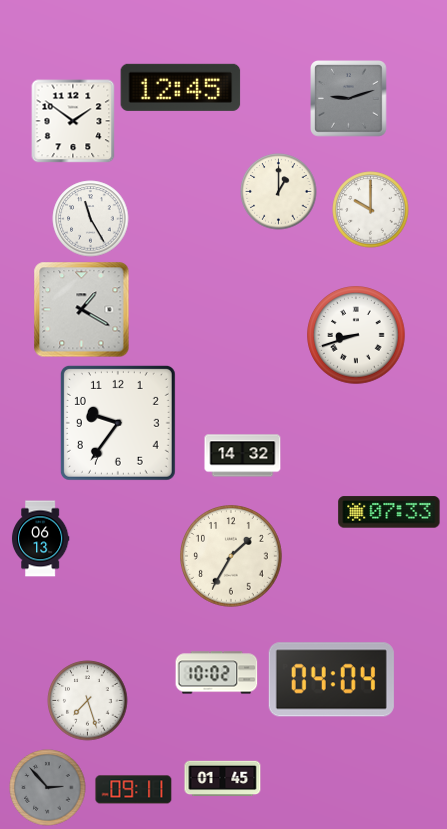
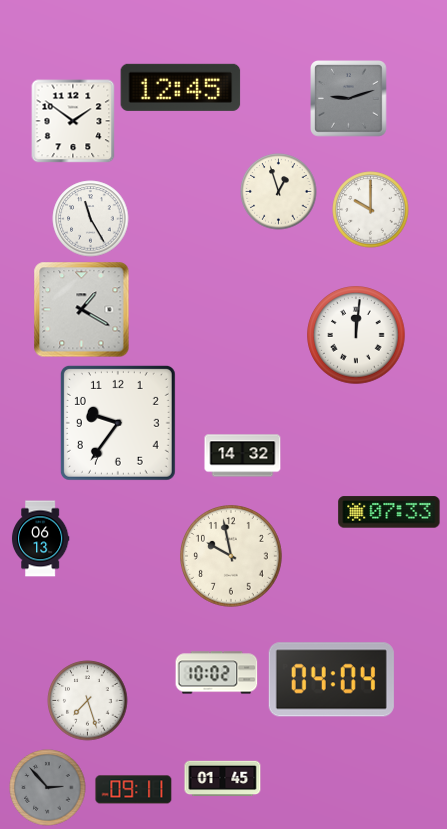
clock at (279, 192): 1:00 -> 12:57
clock at (356, 335): 8:42 -> 12:01
clock at (232, 557): 1:35 -> 9:58
